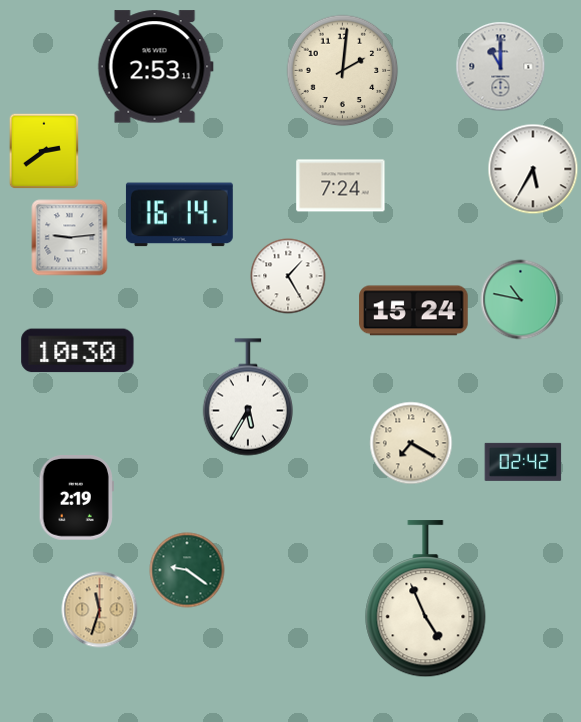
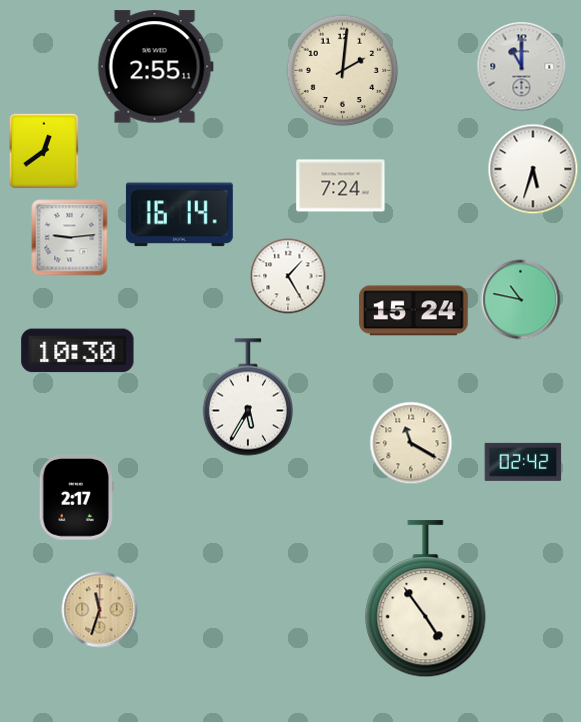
clock at (155, 67): 2:53 -> 2:55
clock at (501, 67) position: (501, 67) -> (522, 67)
clock at (43, 151): 2:39 -> 12:39
clock at (533, 169): 5:35 -> 5:33
clock at (411, 443): 7:20 -> 11:20
clock at (76, 498): 2:19 -> 2:17
clock at (187, 570): 9:21 -> none
clock at (426, 599): 4:56 -> 4:54
